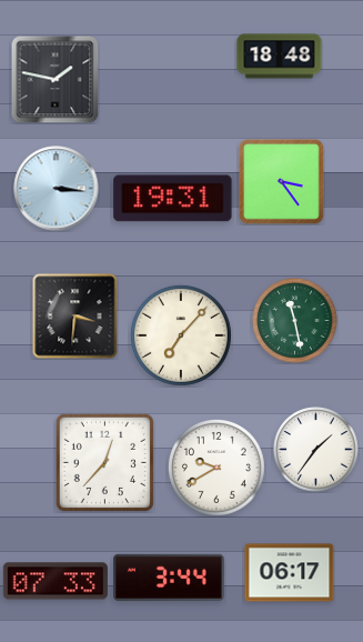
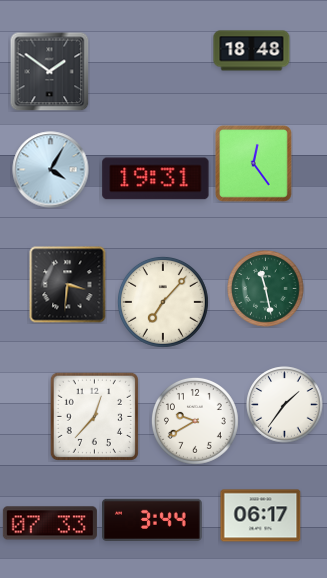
clock at (54, 79): 1:47 -> 1:51
clock at (281, 181): 3:24 -> 12:24
clock at (57, 189): 3:16 -> 4:05
